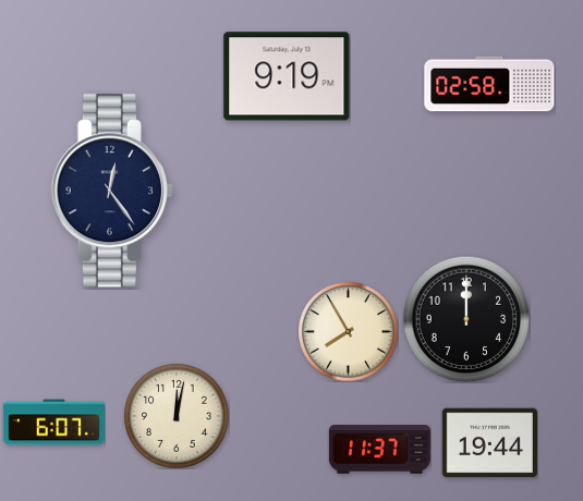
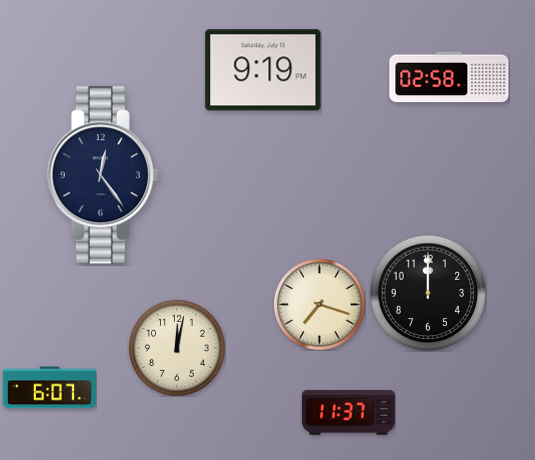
clock at (348, 331): 7:55 -> 7:18
clock at (177, 416) position: (177, 416) -> (177, 348)
clock at (489, 443): 19:44 -> none
